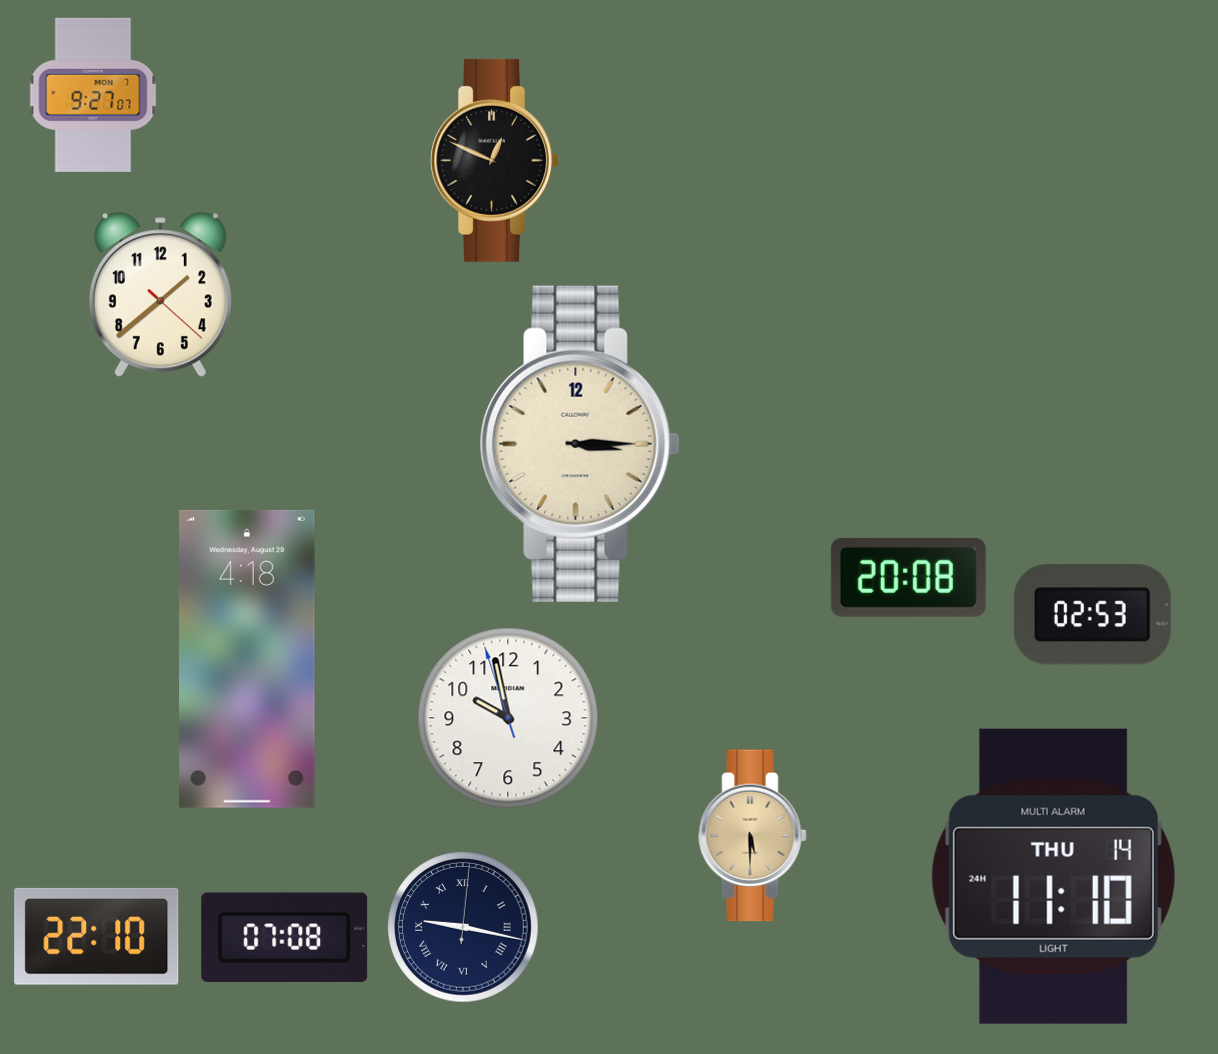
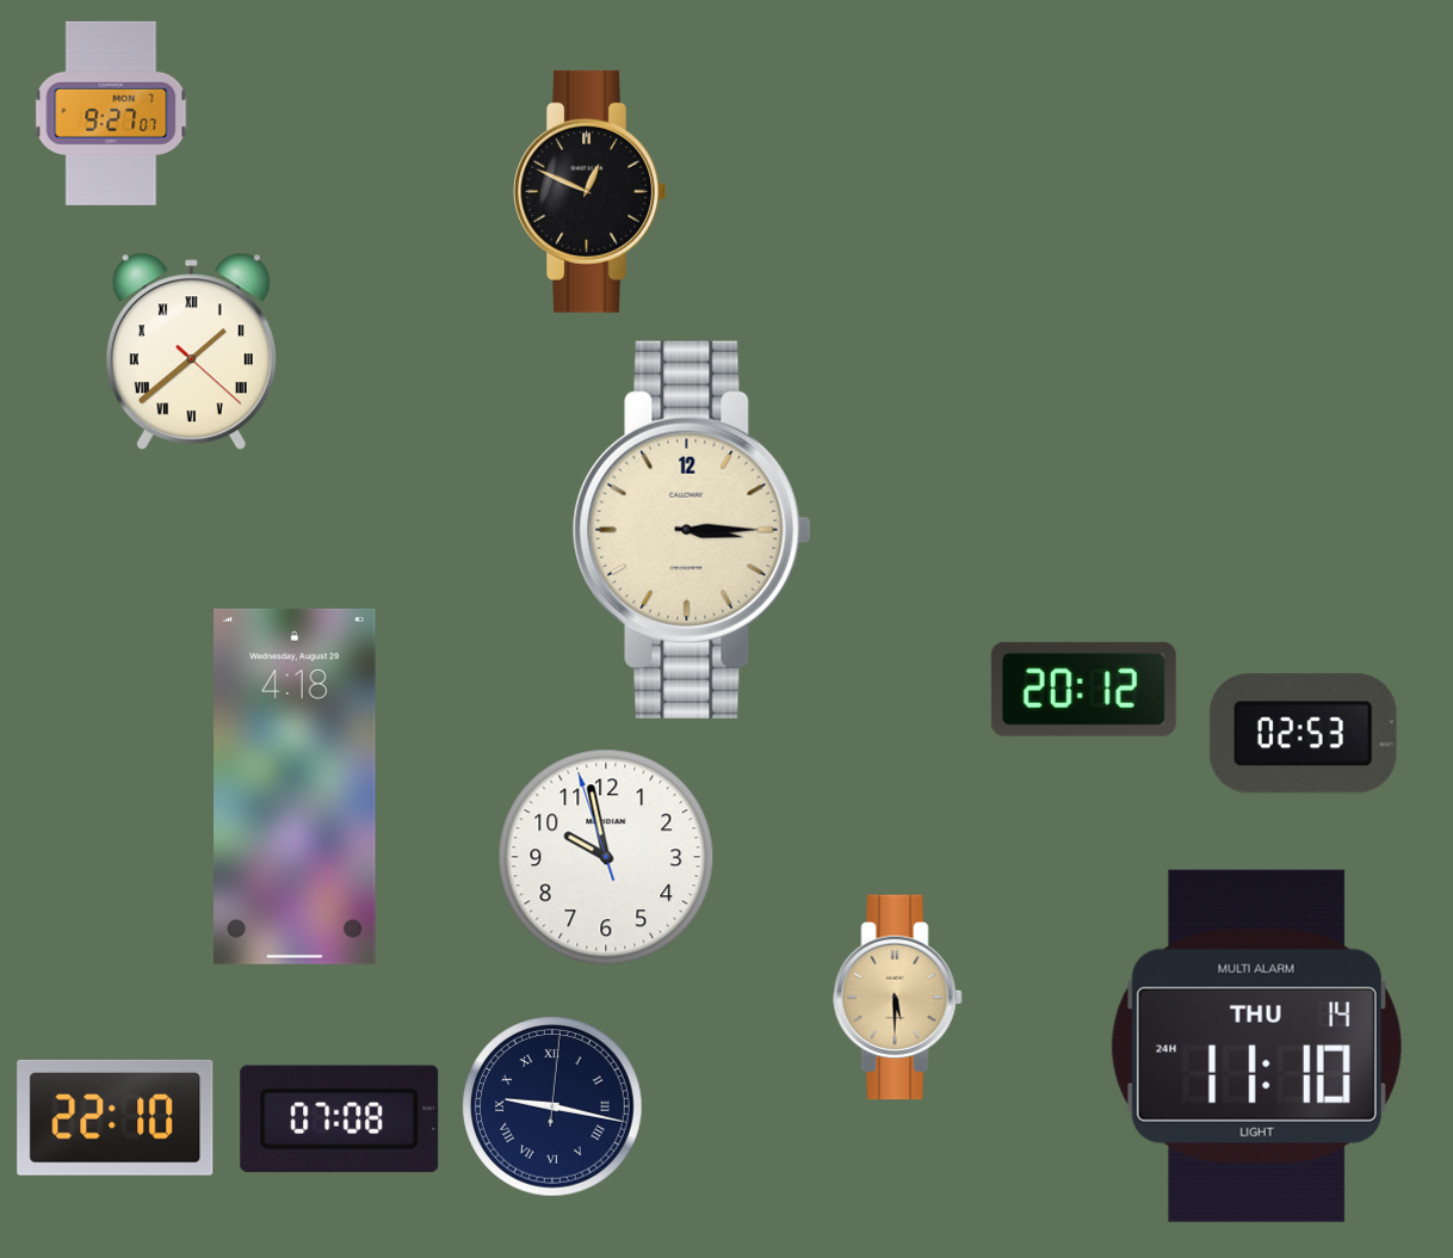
clock at (160, 295) numerals: Arabic -> Roman
clock at (908, 577): 20:08 -> 20:12
